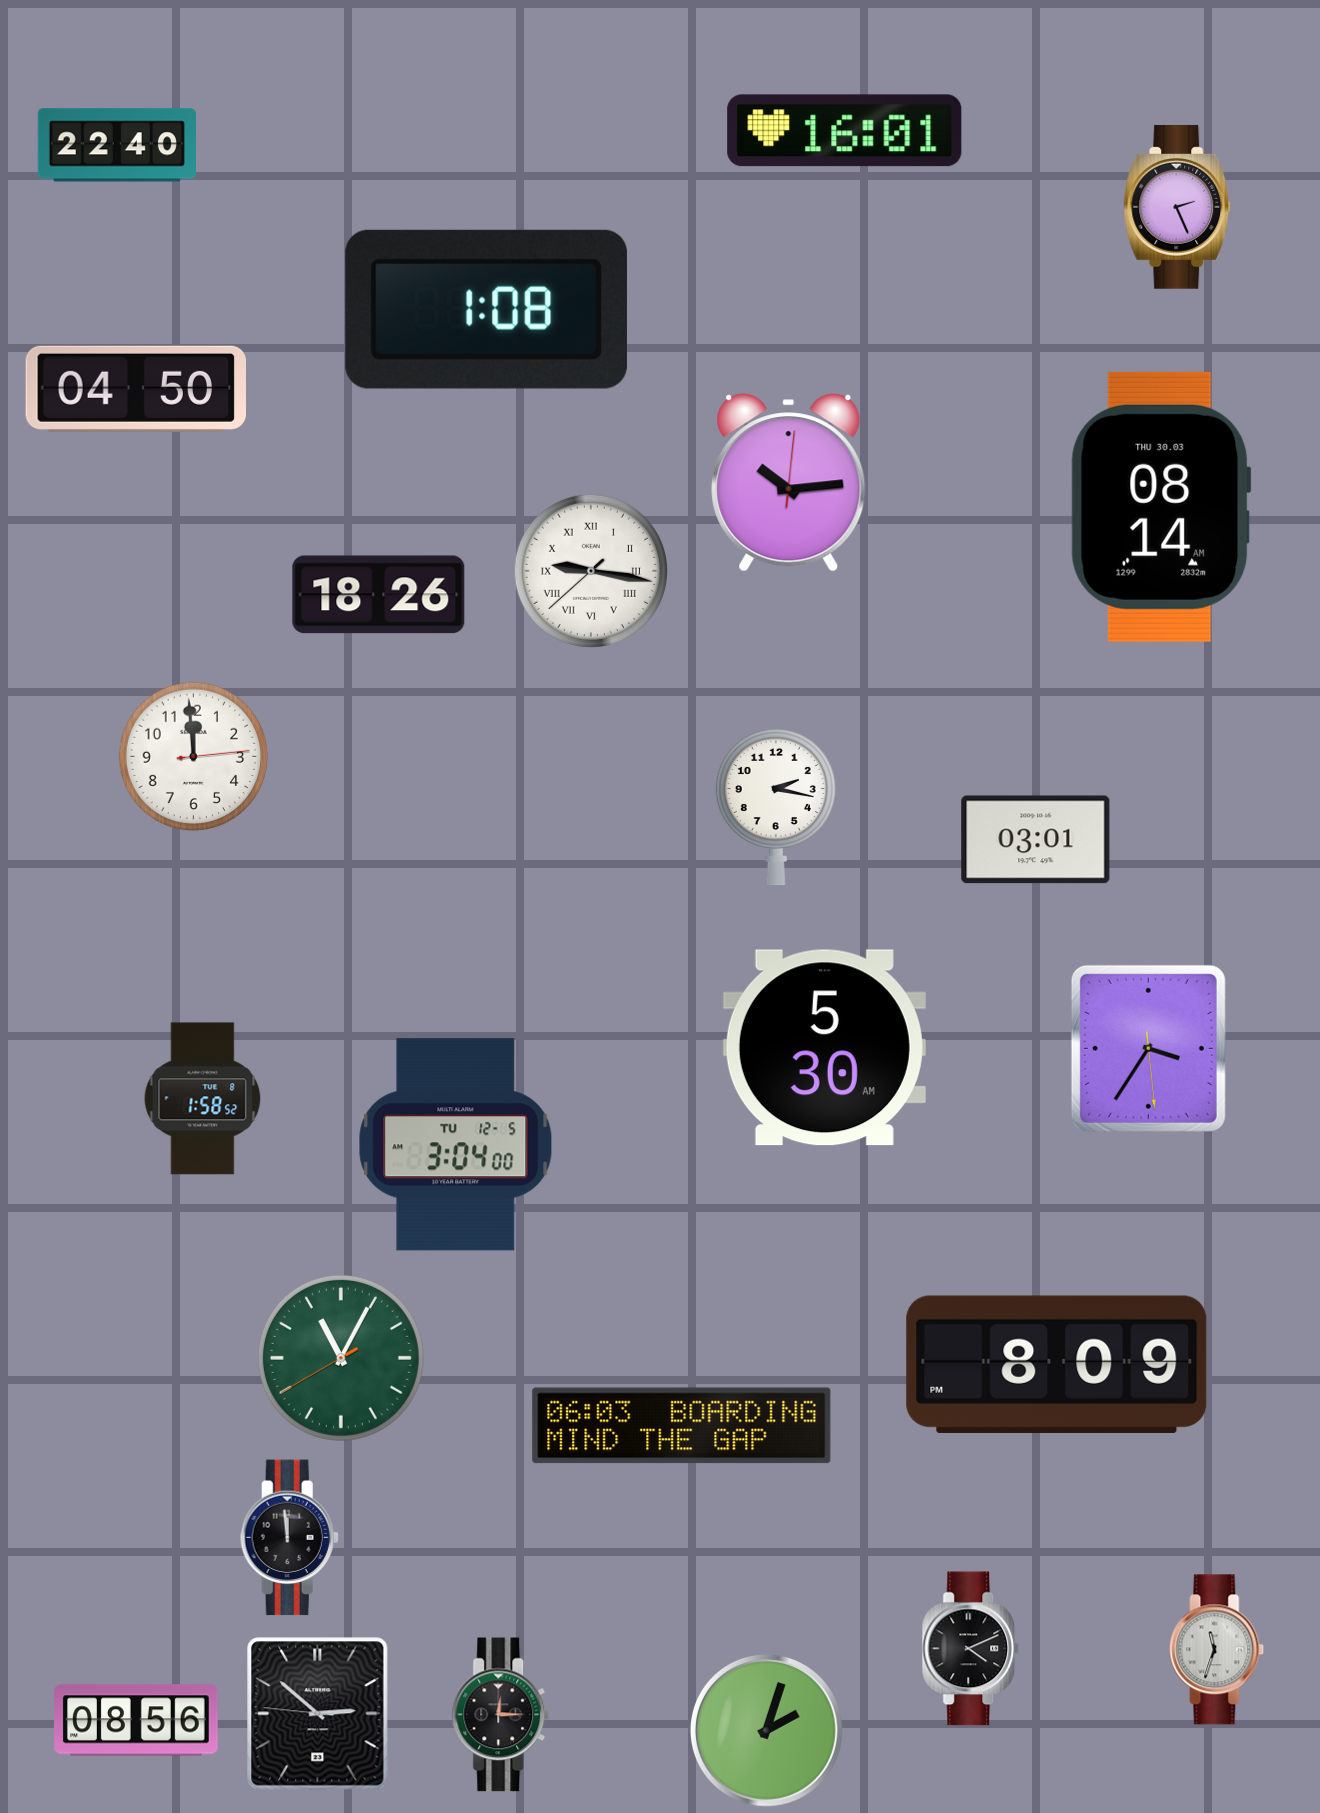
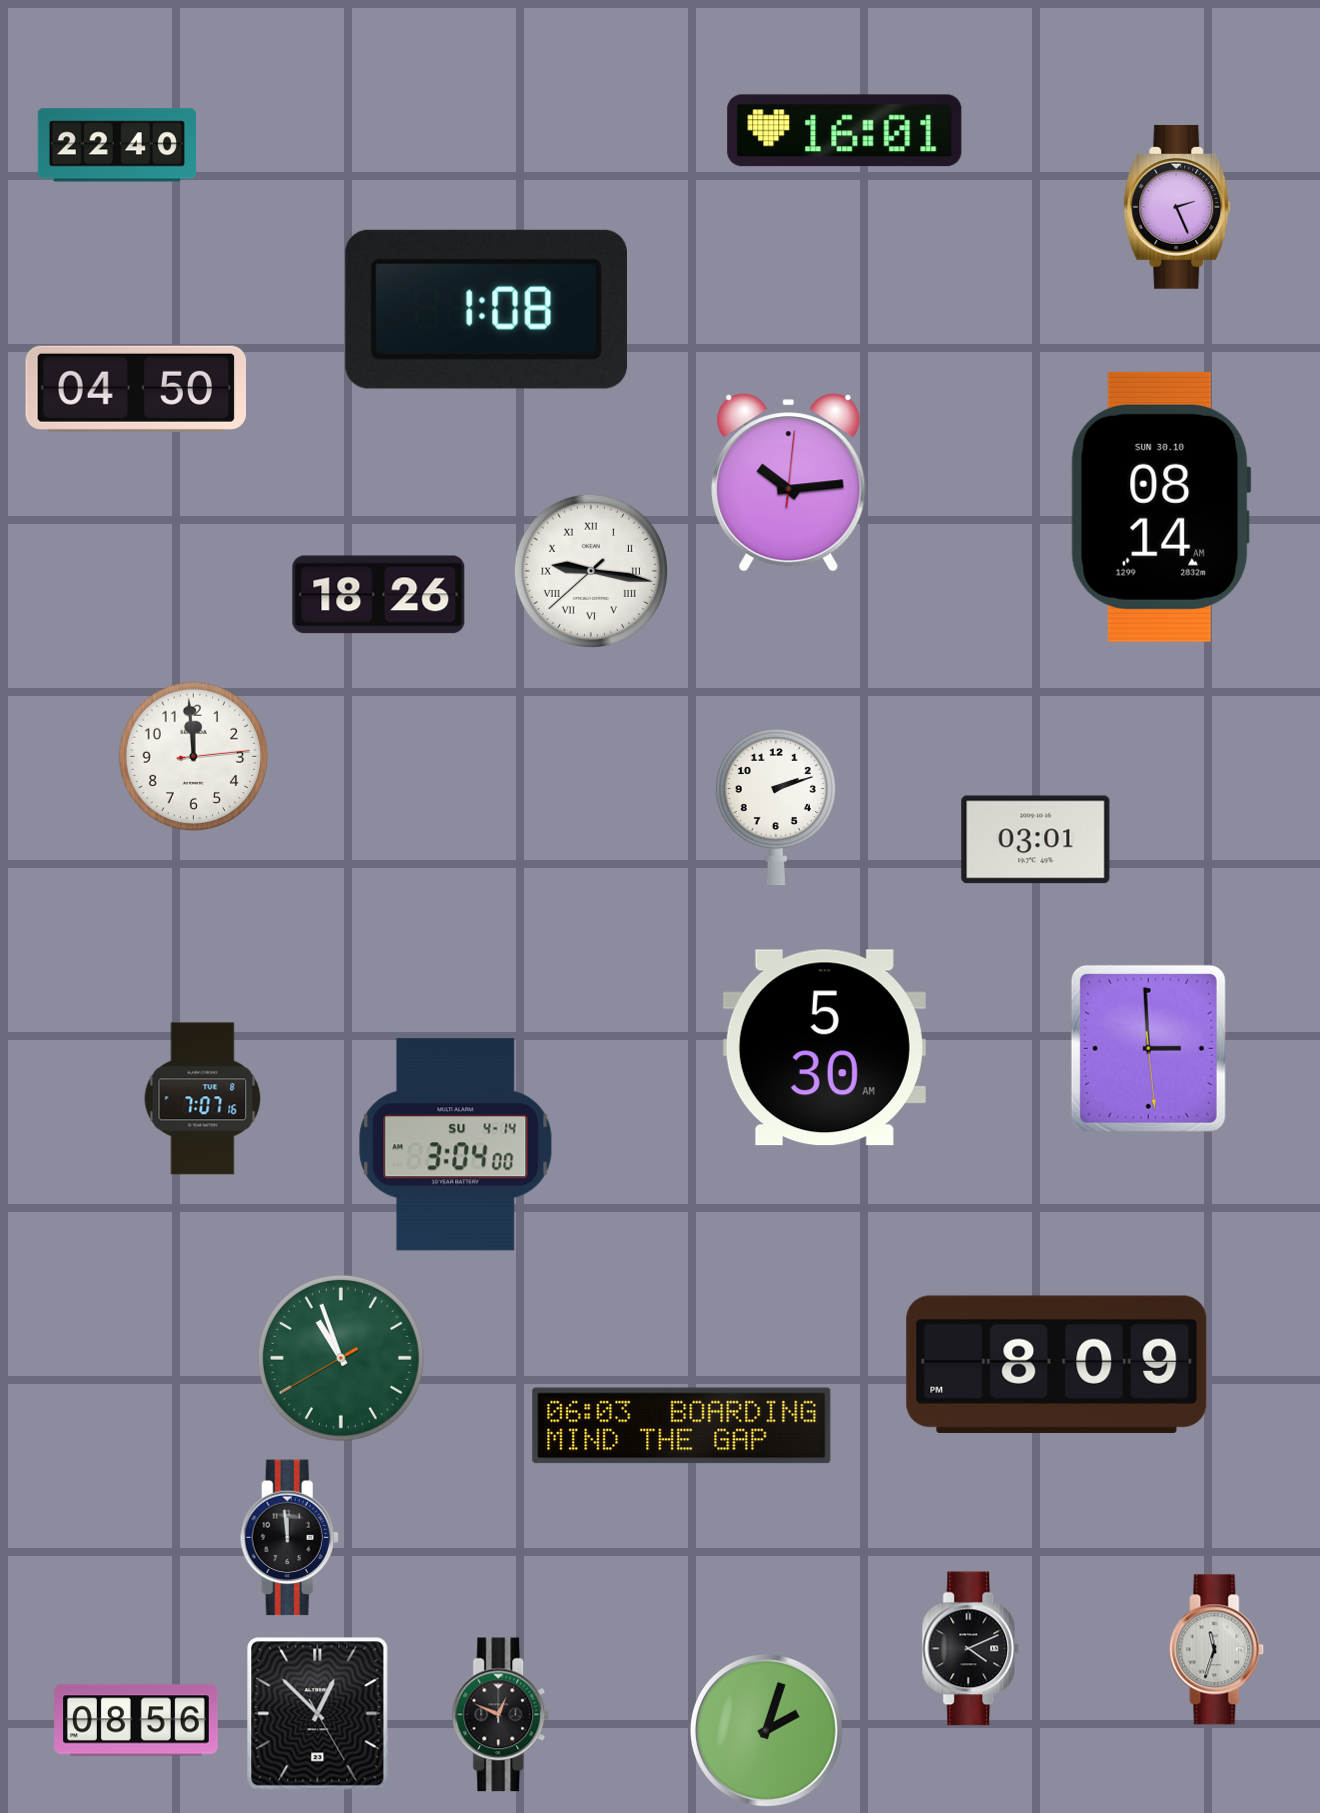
clock at (1161, 507) date: THU 30.03 -> SUN 30.10
clock at (776, 807): 2:17 -> 2:12
clock at (1148, 1048): 3:35 -> 2:59
clock at (203, 1099): 1:58 -> 7:07
clock at (456, 1145) date: TU 12-5 -> SU 4-14
clock at (341, 1358): 11:04 -> 10:56
clock at (318, 1714): 2:51 -> 12:52
clock at (501, 1715): 12:15 -> 12:49
